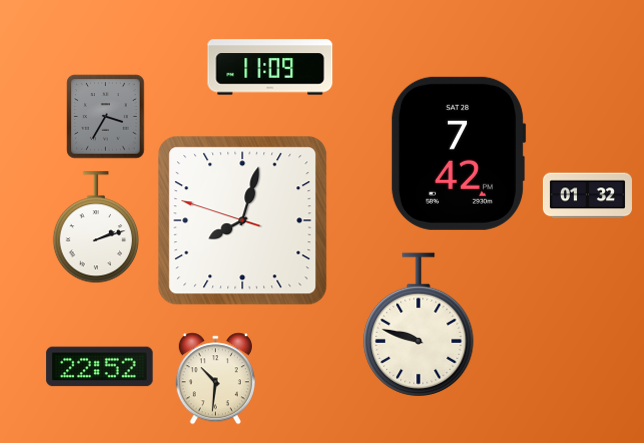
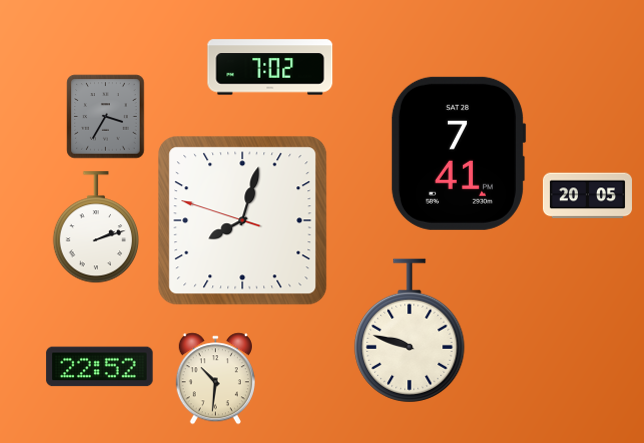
clock at (270, 67): 11:09 -> 7:02
clock at (458, 153): 7:42 -> 7:41
clock at (587, 196): 01:32 -> 20:05
clock at (419, 325) position: (419, 325) -> (410, 331)
